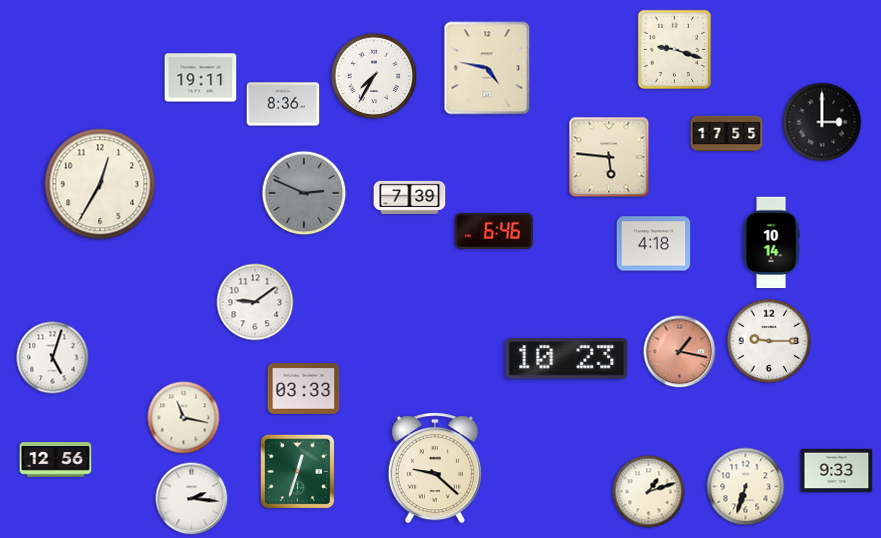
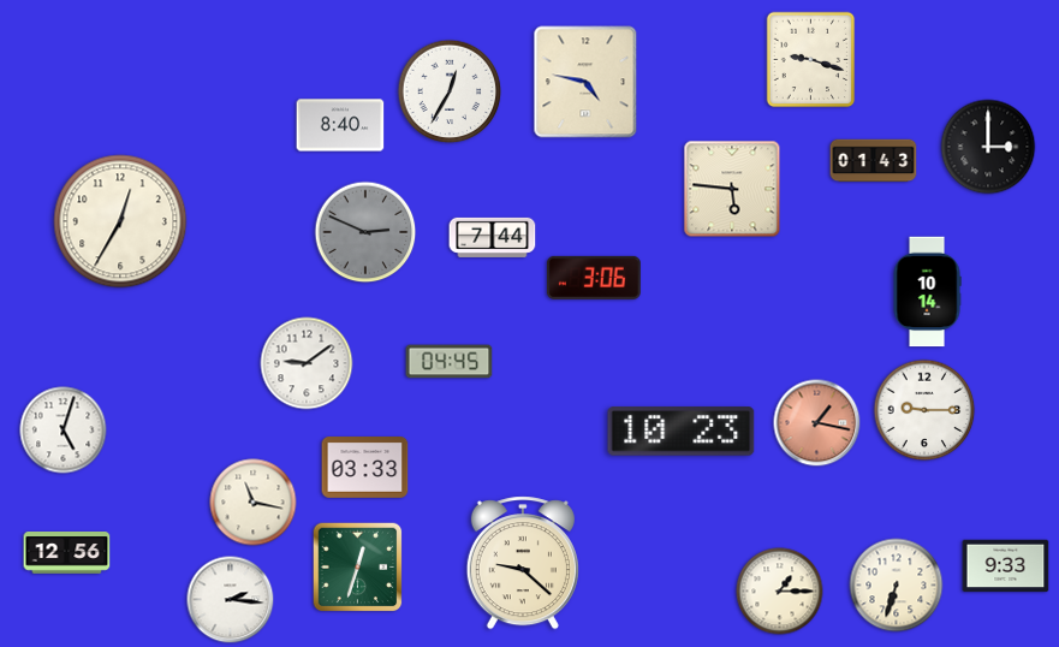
clock at (374, 76): 7:35 -> 12:35
clock at (201, 78): 19:11 -> none
clock at (283, 104): 8:36 -> 8:40
clock at (727, 134): 17:55 -> 01:43
clock at (410, 197): 7:39 -> 7:44
clock at (494, 231): 6:46 -> 3:06
clock at (654, 244): 4:18 -> none
clock at (450, 362): none -> 04:45
clock at (184, 418) position: (184, 418) -> (254, 503)
clock at (649, 492): 1:12 -> 1:15
